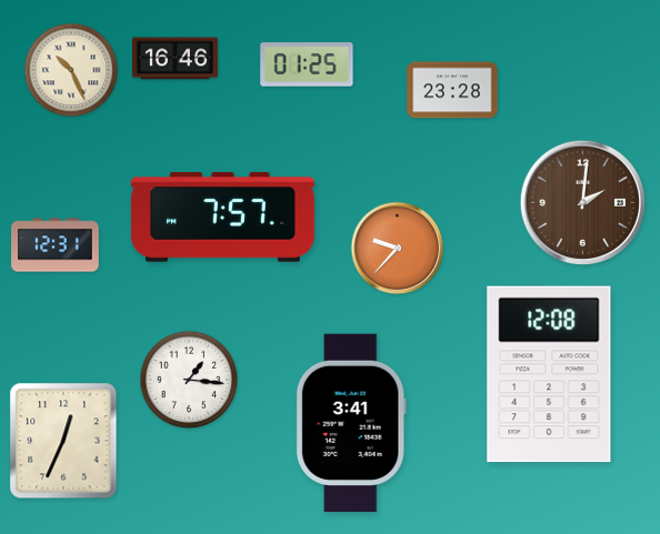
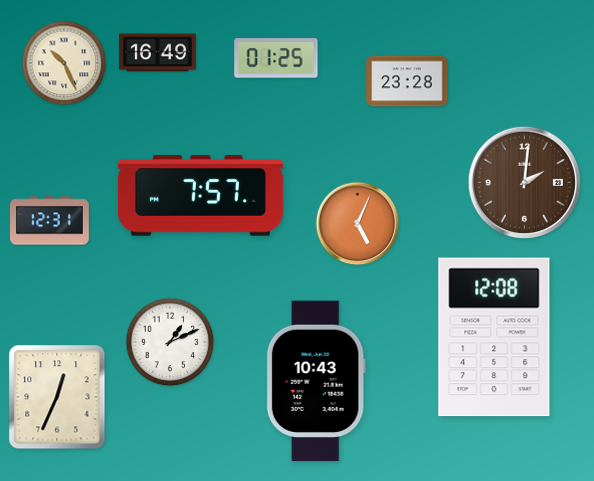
clock at (174, 59): 16:46 -> 16:49
clock at (398, 249): 9:37 -> 5:04
clock at (189, 380): 1:16 -> 1:11
clock at (351, 423): 3:41 -> 10:43
